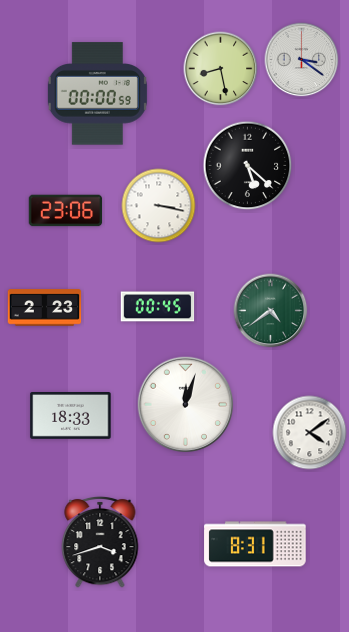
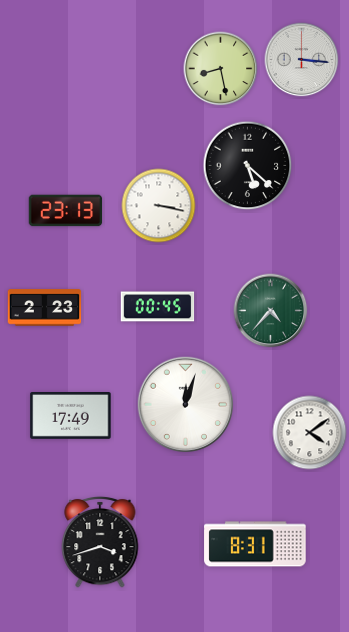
clock at (302, 60): 3:21 -> 3:16
clock at (97, 94): 00:00 -> none
clock at (66, 211): 23:06 -> 23:13
clock at (271, 311): 4:39 -> 4:37
clock at (71, 416): 18:33 -> 17:49
